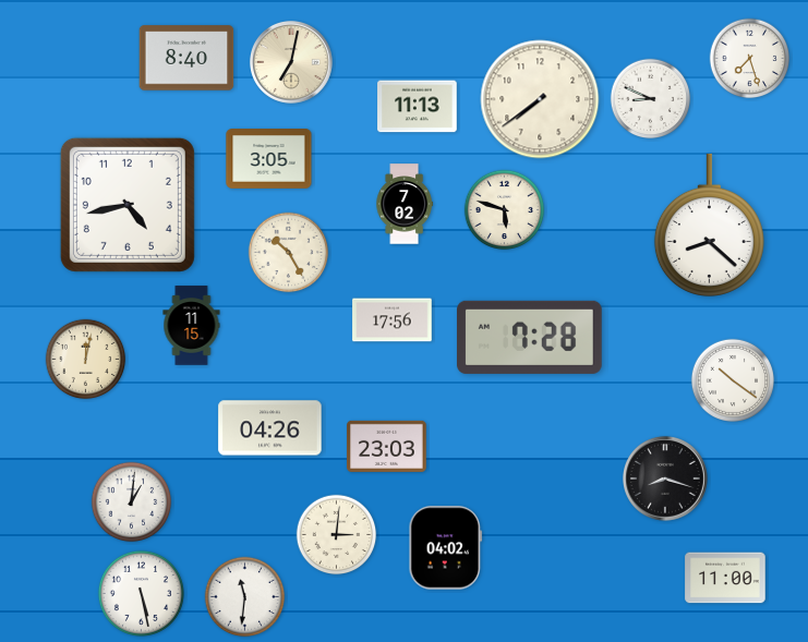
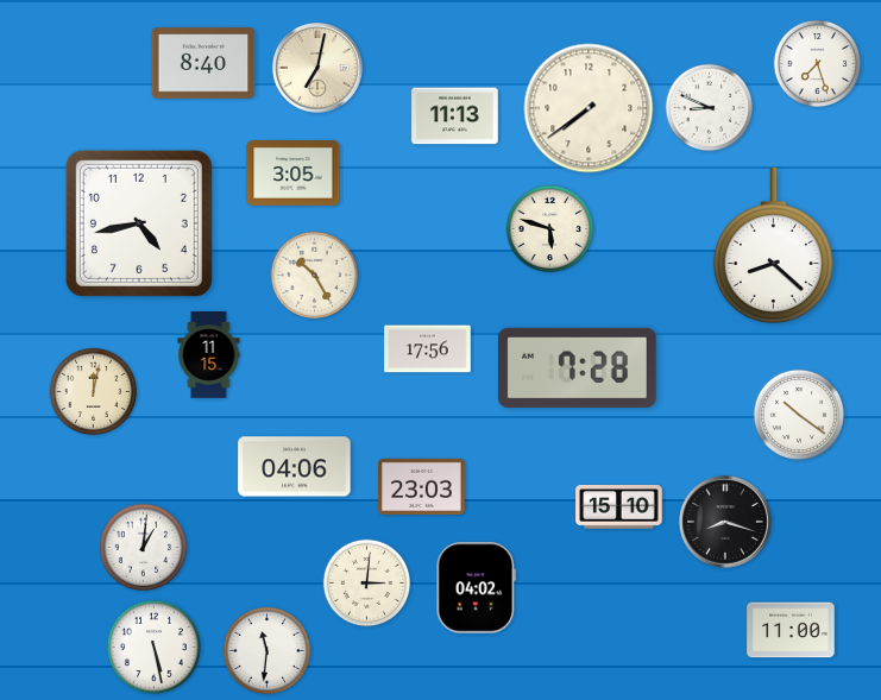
clock at (403, 204): 7:02 -> none
clock at (270, 428): 04:26 -> 04:06
clock at (619, 507): none -> 15:10
clock at (446, 548) position: (446, 548) -> (477, 588)
